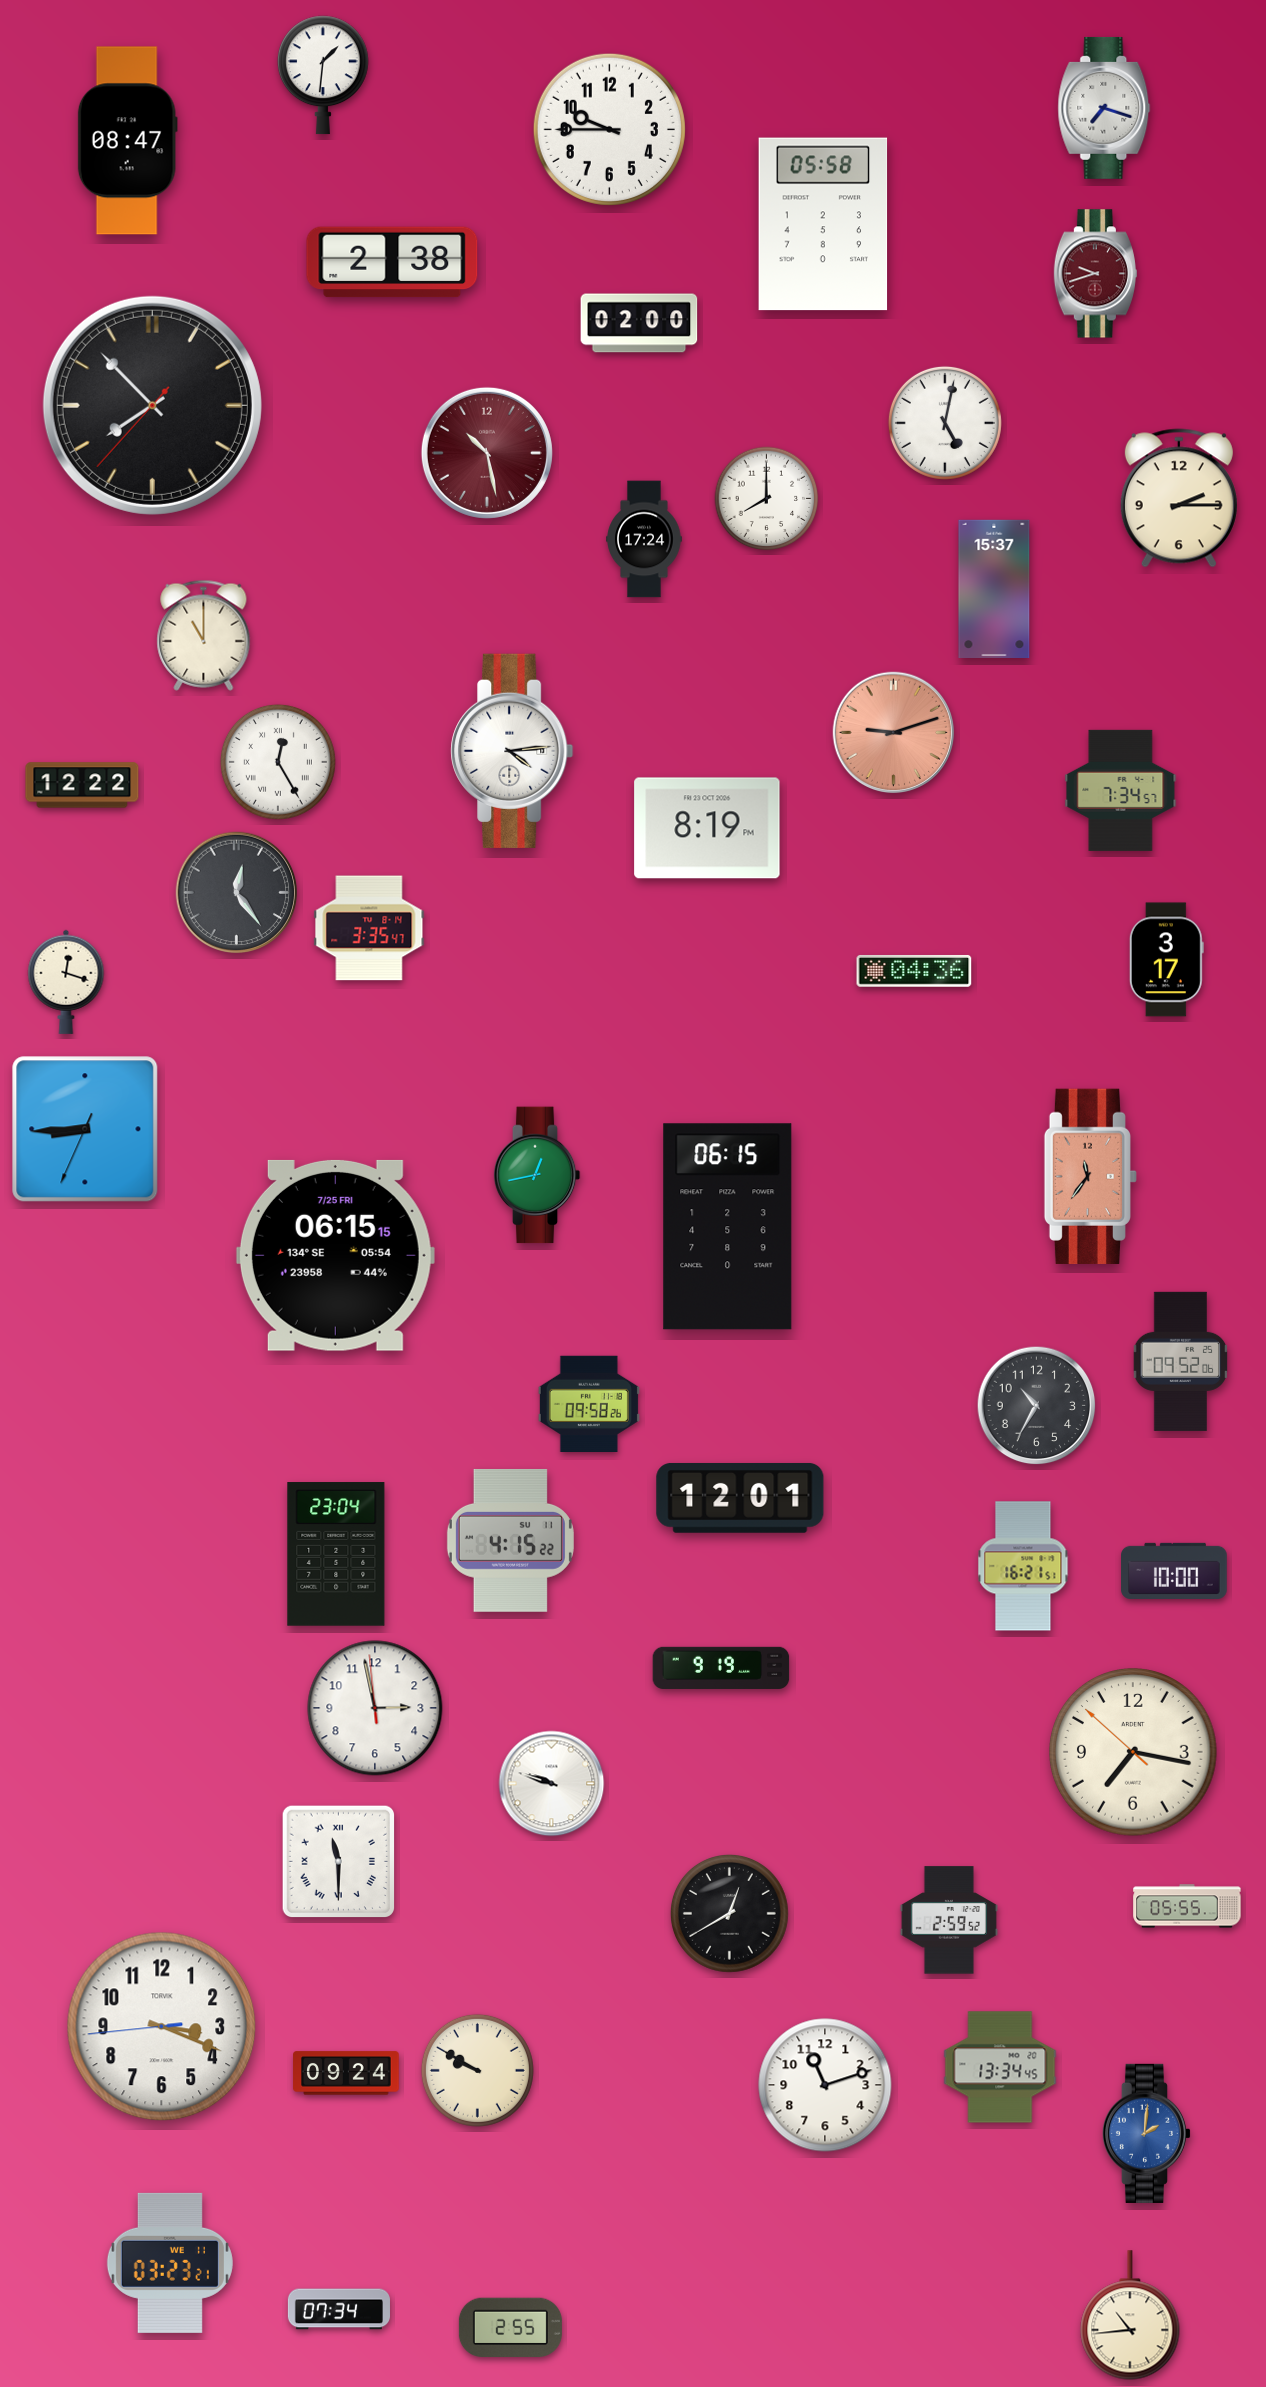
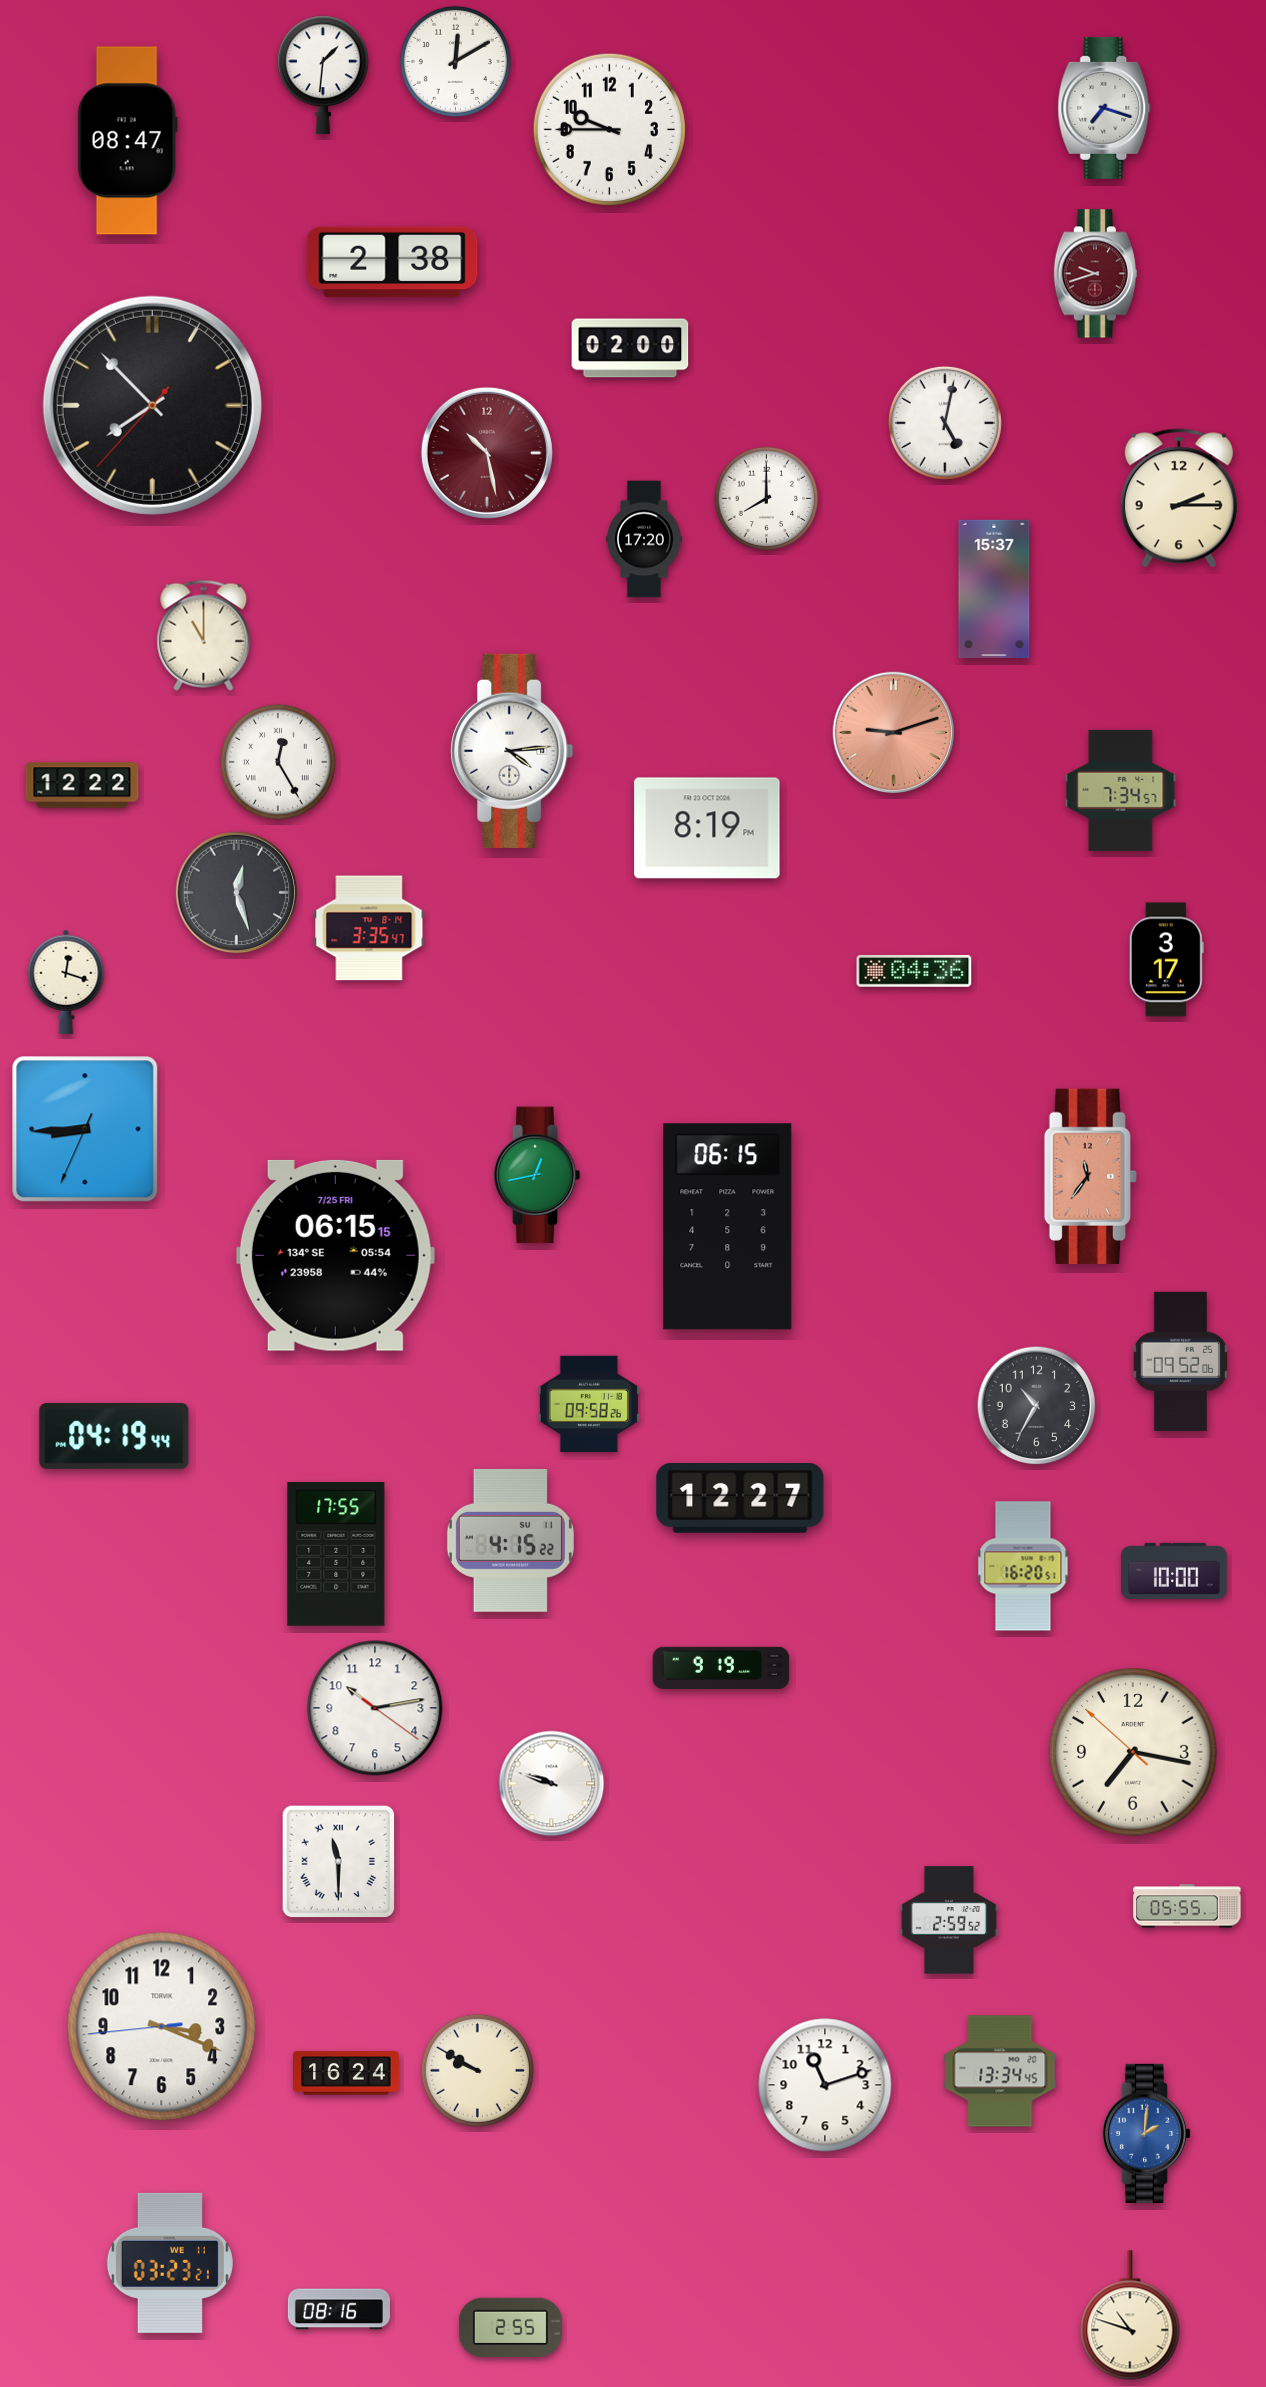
clock at (455, 61): none -> 12:10
clock at (823, 224): 05:58 -> none
clock at (639, 323) position: (639, 323) -> (630, 348)
clock at (644, 539): 17:24 -> 17:20
clock at (237, 893): 12:24 -> 12:27
clock at (114, 1436): none -> 04:19
clock at (740, 1498): 12:01 -> 12:27
clock at (336, 1554): 23:04 -> 17:55
clock at (1023, 1566): 16:21 -> 16:20
clock at (375, 1708): 2:57 -> 10:13
clock at (730, 1914): 12:40 -> none
clock at (1000, 2067) position: (1000, 2067) -> (1000, 2071)
clock at (346, 2073): 09:24 -> 16:24
clock at (339, 2309): 07:34 -> 08:16
clock at (1130, 2315): 10:44 -> 10:48
